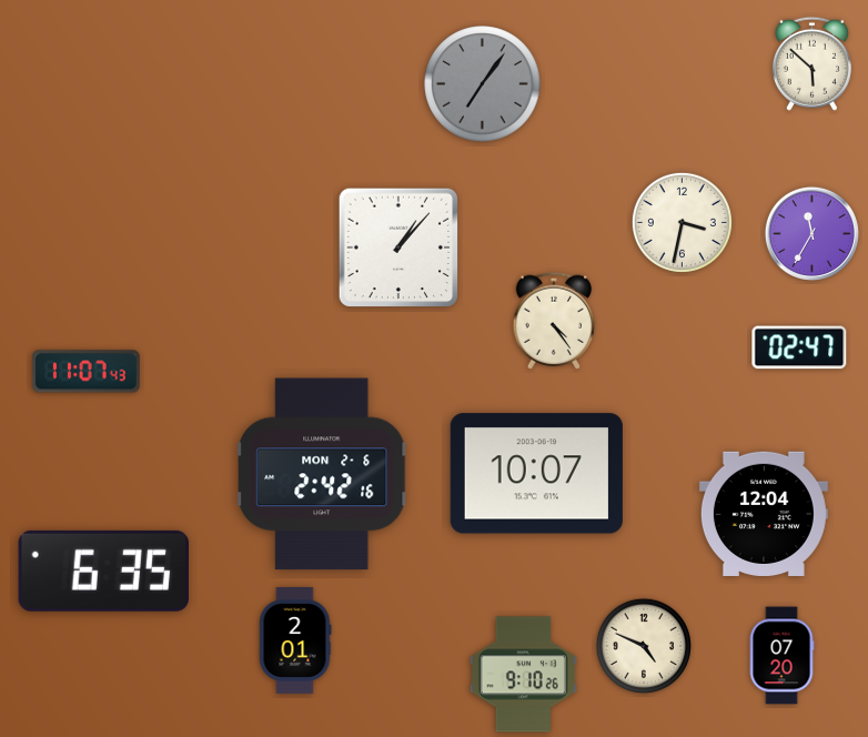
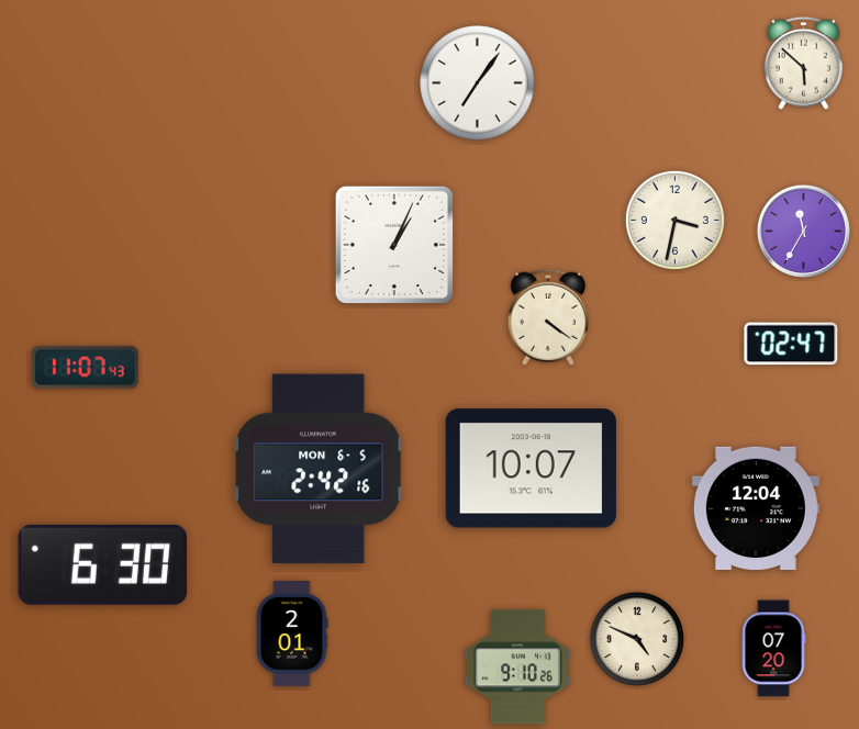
clock at (483, 84) dial: grey -> white
clock at (398, 248): 1:07 -> 1:04
clock at (554, 321): 4:24 -> 4:21
clock at (322, 474) date: MON 2-6 -> MON 6-5
clock at (103, 571): 6:35 -> 6:30
